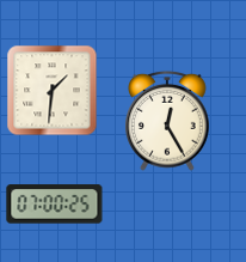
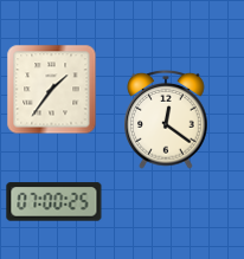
clock at (53, 91): 1:31 -> 1:36
clock at (168, 121): 12:25 -> 12:21
